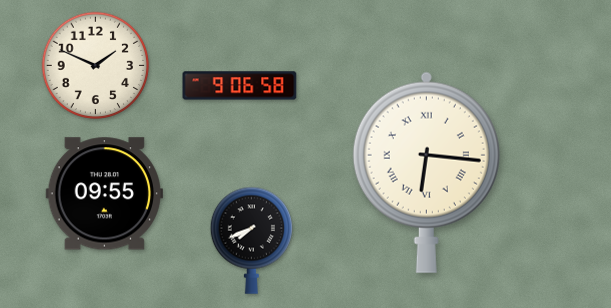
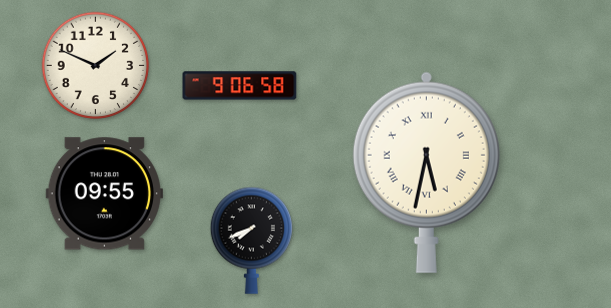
clock at (426, 172): 6:16 -> 5:32
